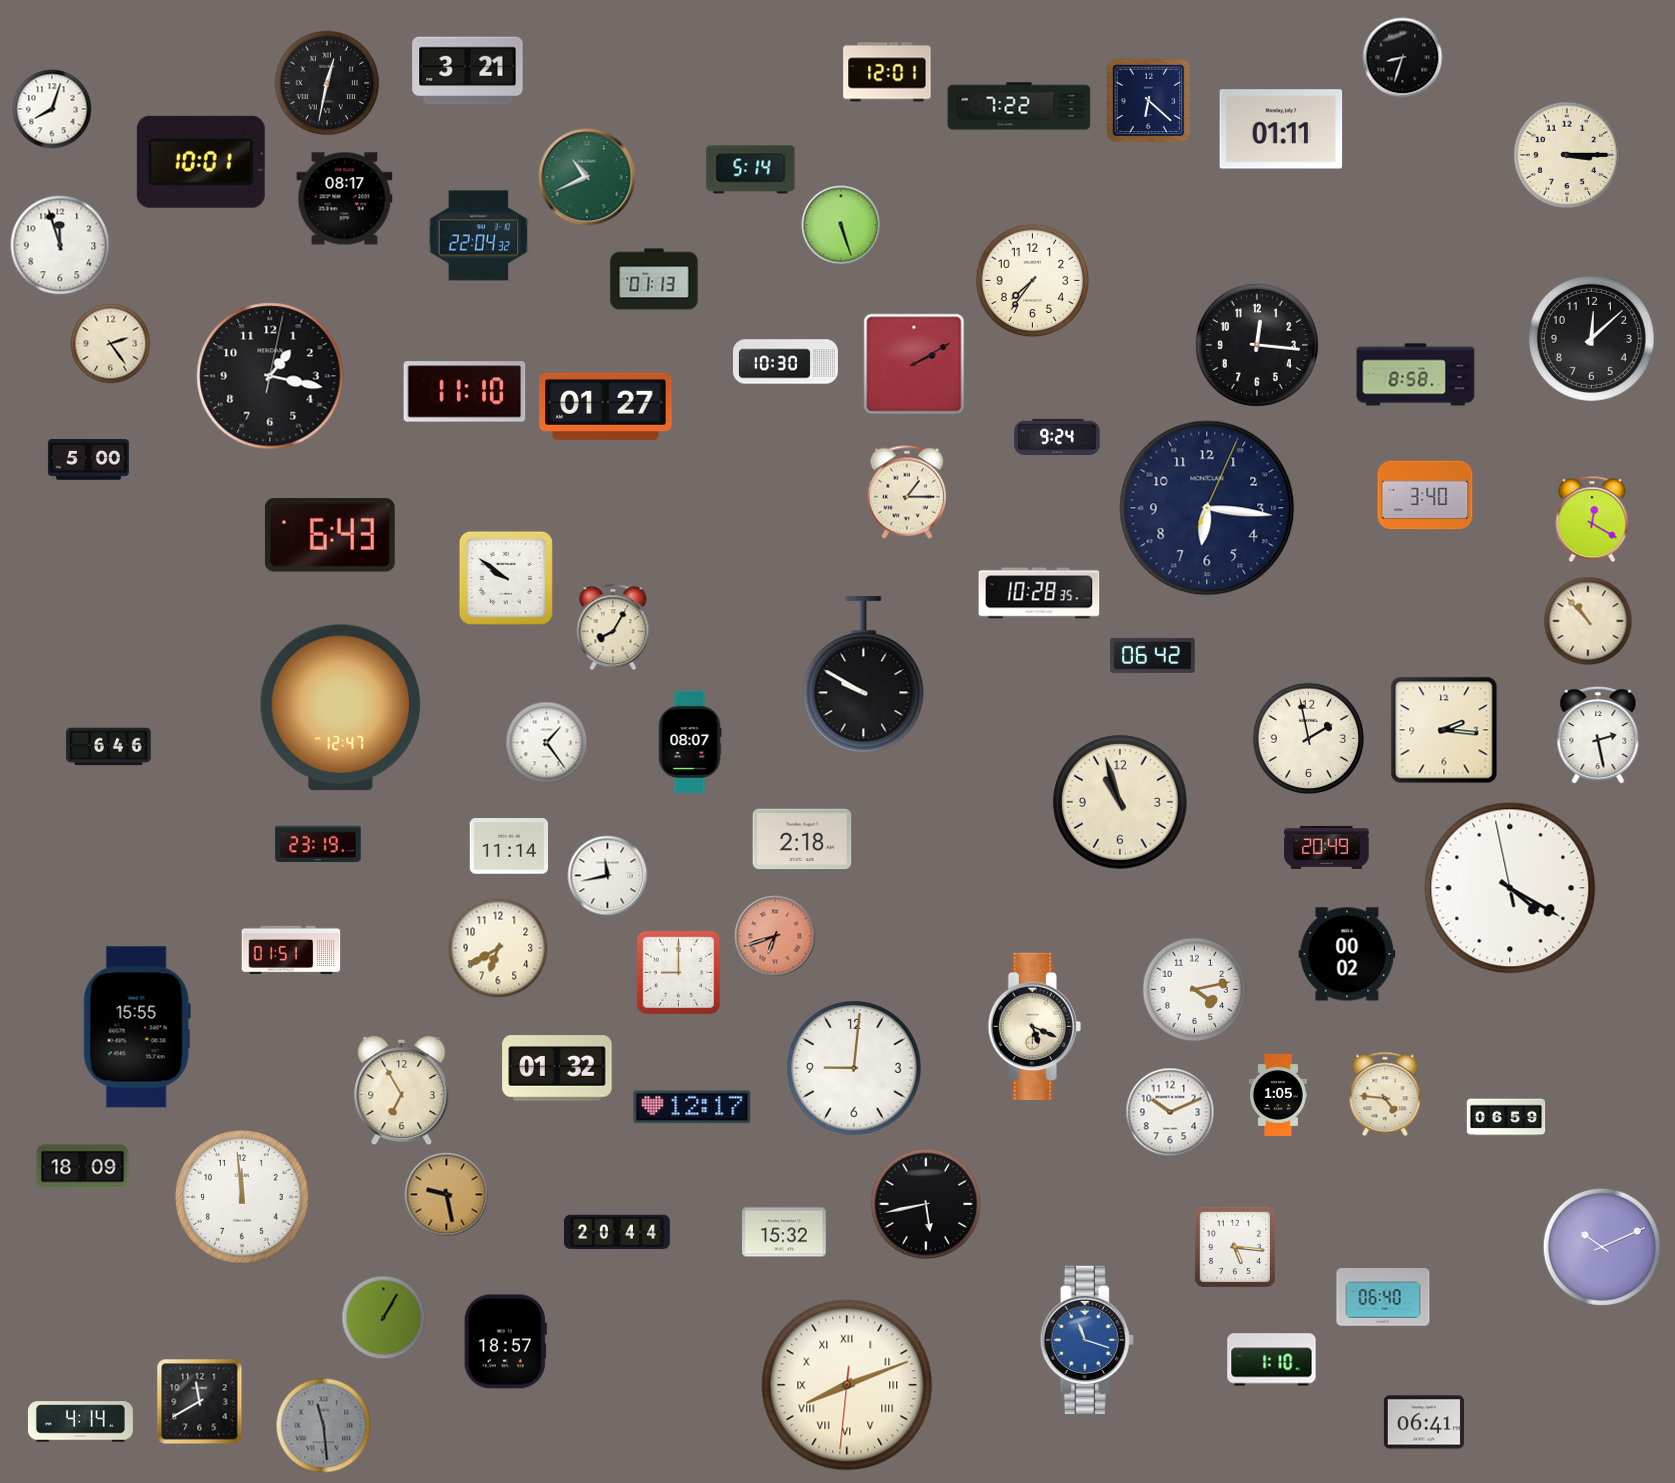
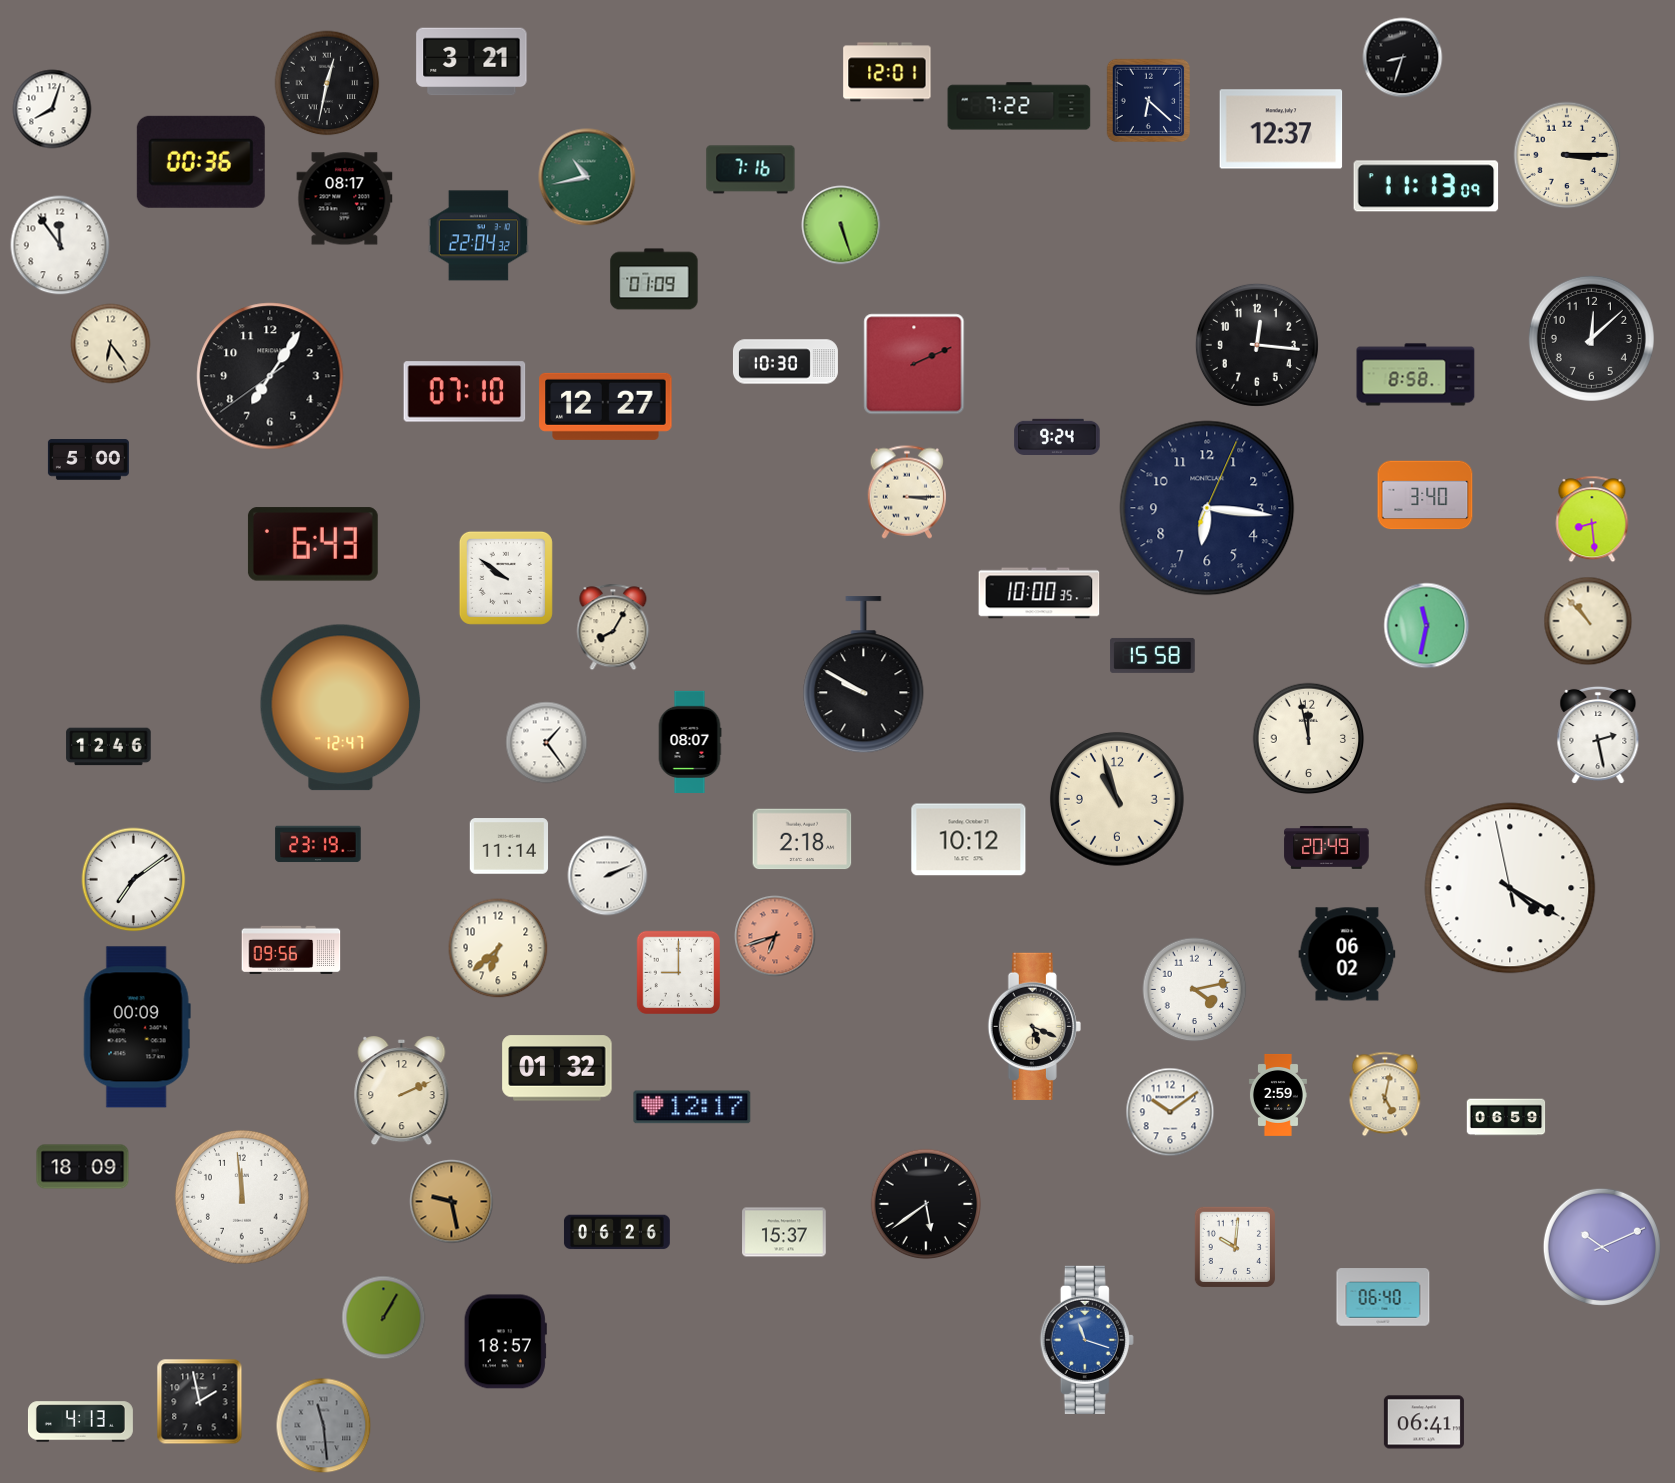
clock at (468, 71) position: (468, 71) -> (472, 62)
clock at (1281, 129): 01:11 -> 12:37
clock at (201, 162): 10:01 -> 00:36
clock at (751, 170): 5:14 -> 7:16
clock at (587, 177): 10:41 -> 10:43
clock at (1426, 186): none -> 11:13
clock at (60, 245): 11:57 -> 11:54
clock at (654, 279): 01:13 -> 01:09
clock at (1032, 280): 7:36 -> none
clock at (111, 344): 2:24 -> 6:24
clock at (914, 364): 2:10 -> 2:11
clock at (270, 376): 1:17 -> 7:05
clock at (465, 392): 11:10 -> 07:10
clock at (606, 406): 01:27 -> 12:27
clock at (907, 492): 1:15 -> 3:15
clock at (1592, 519): 12:20 -> 8:29
clock at (330, 535) position: (330, 535) -> (313, 544)
clock at (1039, 593): 10:28 -> 10:00
clock at (1427, 626): none -> 11:32
clock at (1153, 655): 06:42 -> 15:58
clock at (1444, 730): 2:16 -> none
clock at (1309, 739): 1:58 -> 11:58
clock at (109, 747): 6:46 -> 12:46
clock at (1120, 802) position: (1120, 802) -> (1117, 799)
clock at (969, 840): none -> 10:12
clock at (608, 876): 11:43 -> 2:11
clock at (134, 880): none -> 7:09
clock at (498, 948): 6:40 -> 6:38
clock at (291, 950): 01:51 -> 09:56
clock at (1347, 954): 00:02 -> 06:02
clock at (137, 1027): 15:55 -> 00:09
clock at (854, 1068): 9:01 -> none
clock at (402, 1091): 6:55 -> 2:11
clock at (1385, 1094): 4:46 -> 5:02
clock at (1278, 1095): 1:05 -> 2:59
clock at (1170, 1112): 10:11 -> 10:09
clock at (447, 1195) position: (447, 1195) -> (452, 1202)
clock at (926, 1204): 5:43 -> 5:39
clock at (617, 1232): 20:44 -> 06:26
clock at (784, 1232): 15:32 -> 15:37
clock at (1235, 1247): 5:16 -> 10:01
clock at (1272, 1360): 1:10 -> none
clock at (847, 1385): 8:11 -> none
clock at (200, 1402): 11:40 -> 1:58
clock at (80, 1422): 4:14 -> 4:13
